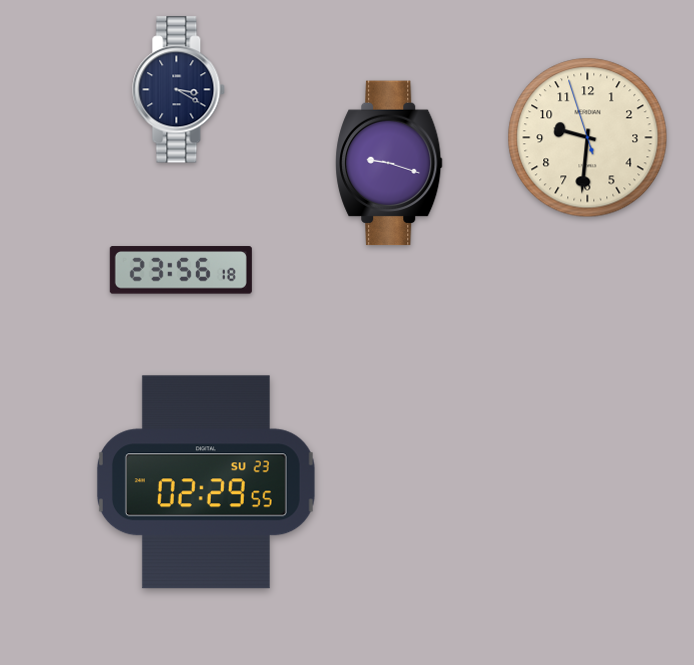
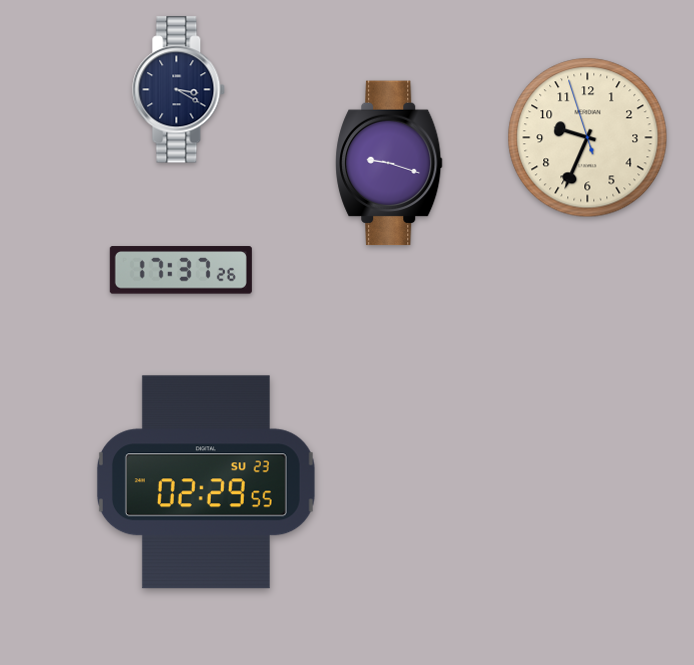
clock at (588, 138): 9:30 -> 9:33
clock at (181, 270): 23:56 -> 17:37
